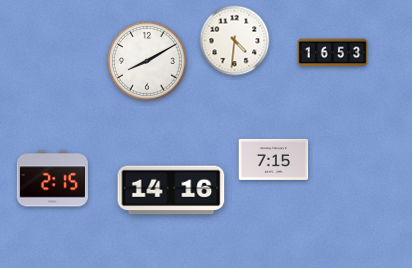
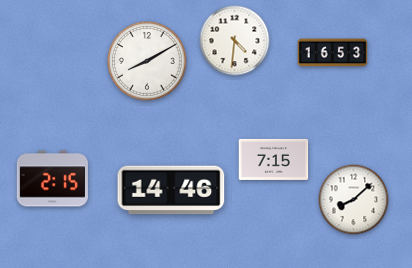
clock at (171, 190): 14:16 -> 14:46
clock at (354, 200): none -> 8:08
